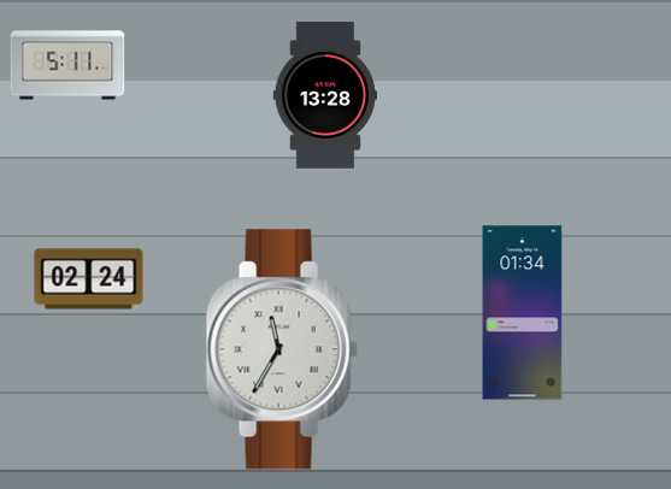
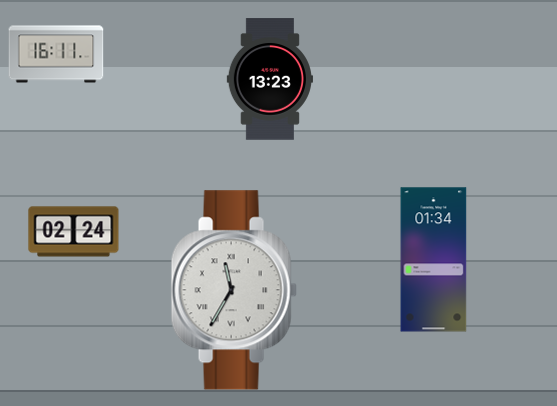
clock at (67, 65): 5:11 -> 16:11
clock at (325, 95): 13:28 -> 13:23
